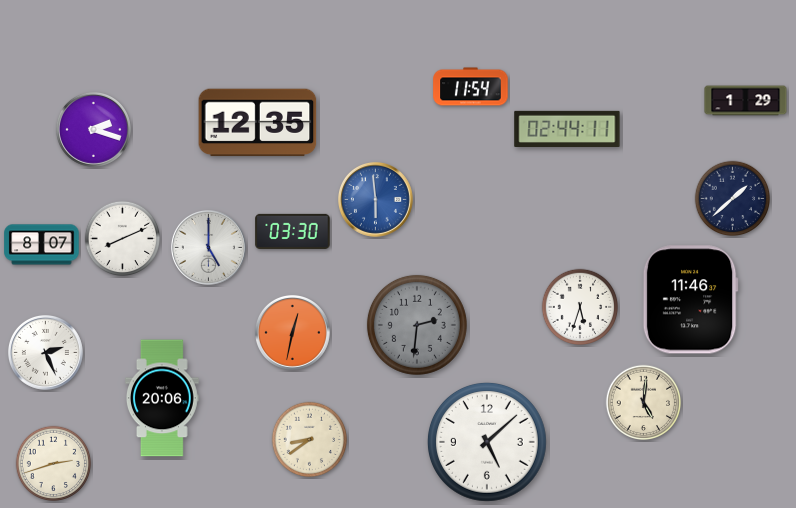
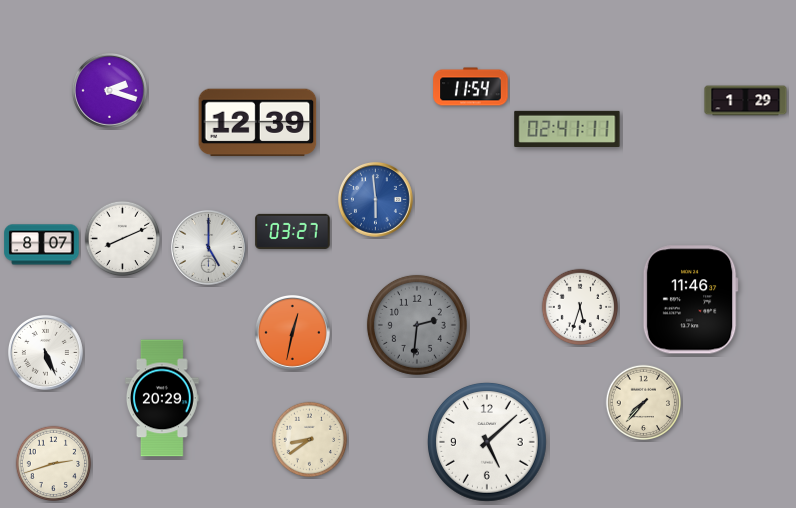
clock at (258, 123): 12:35 -> 12:39
clock at (567, 128): 02:44 -> 02:41
clock at (93, 129) position: (93, 129) -> (109, 90)
clock at (733, 199): 1:38 -> none
clock at (293, 231): 03:30 -> 03:27
clock at (45, 352): 2:26 -> 5:26
clock at (163, 398): 20:06 -> 20:29
clock at (644, 403): 5:01 -> 7:37
